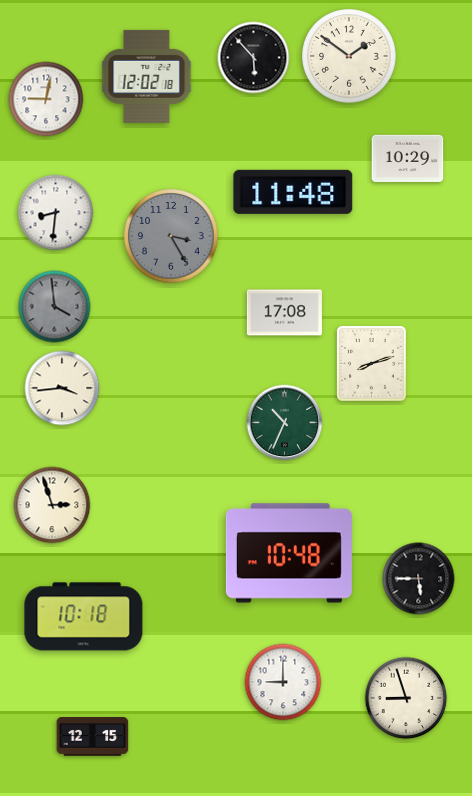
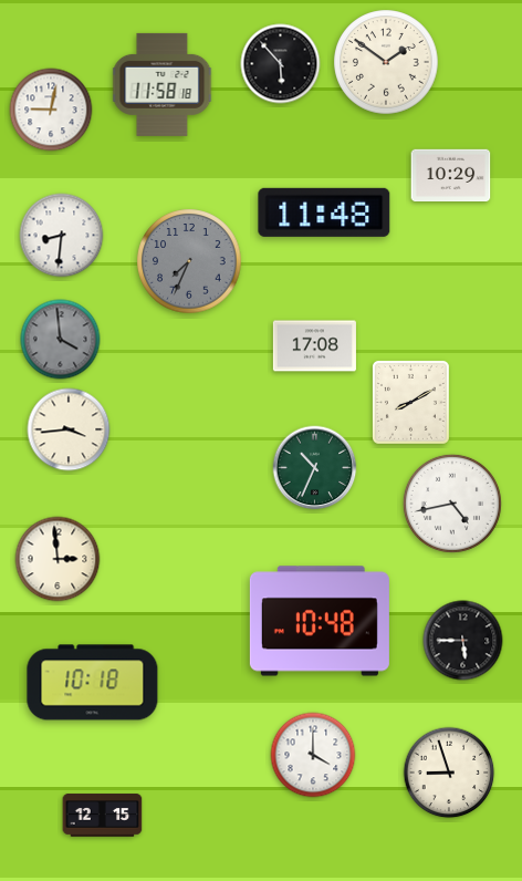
clock at (147, 76): 12:02 -> 11:58
clock at (171, 236): 3:25 -> 7:34
clock at (371, 363): 8:12 -> 8:10
clock at (452, 504): none -> 4:43
clock at (52, 505): 2:57 -> 2:59
clock at (289, 553) position: (289, 553) -> (320, 621)
clock at (283, 682): 9:00 -> 4:00
